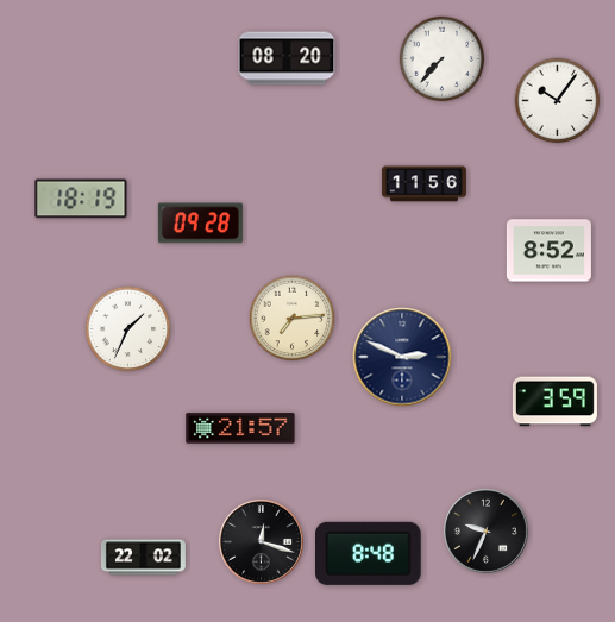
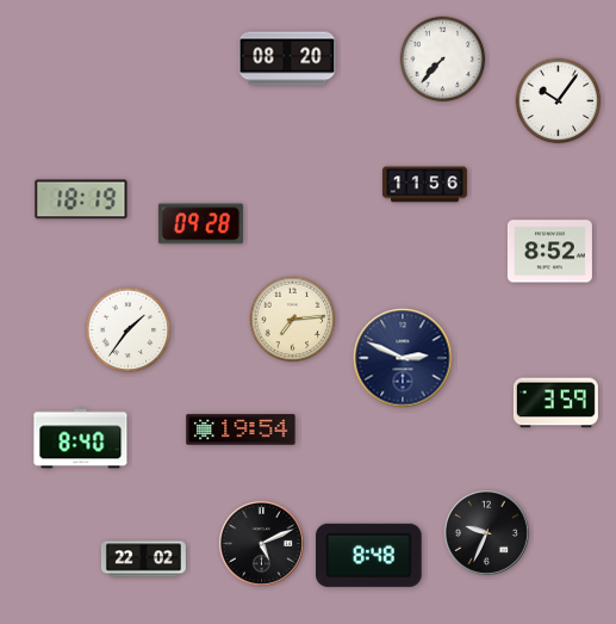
clock at (128, 329): 1:34 -> 1:36
clock at (240, 428): 21:57 -> 19:54
clock at (81, 439): none -> 8:40
clock at (261, 541): 12:18 -> 5:11
